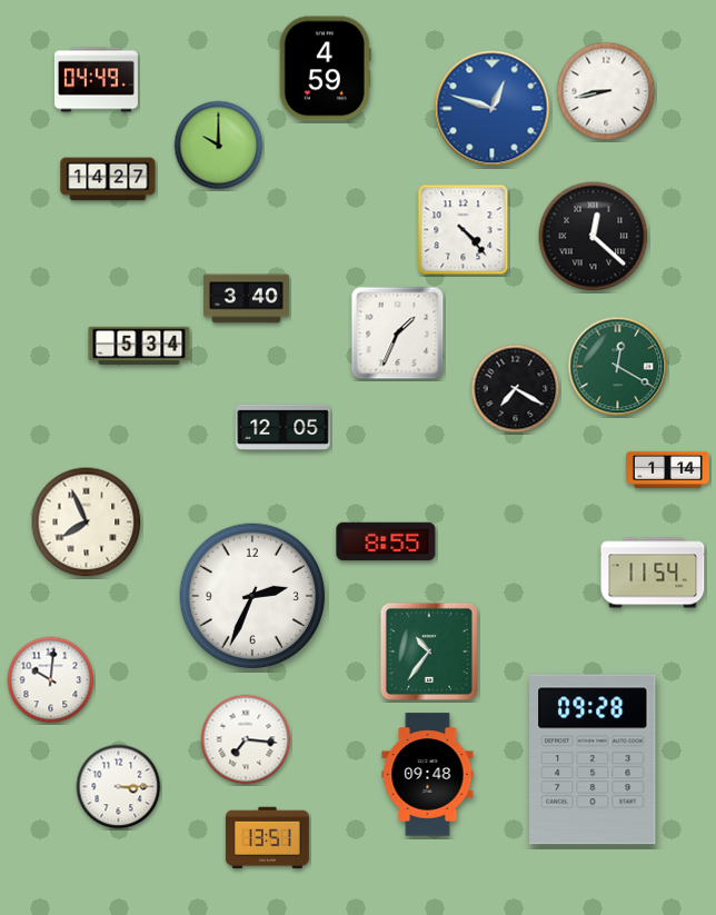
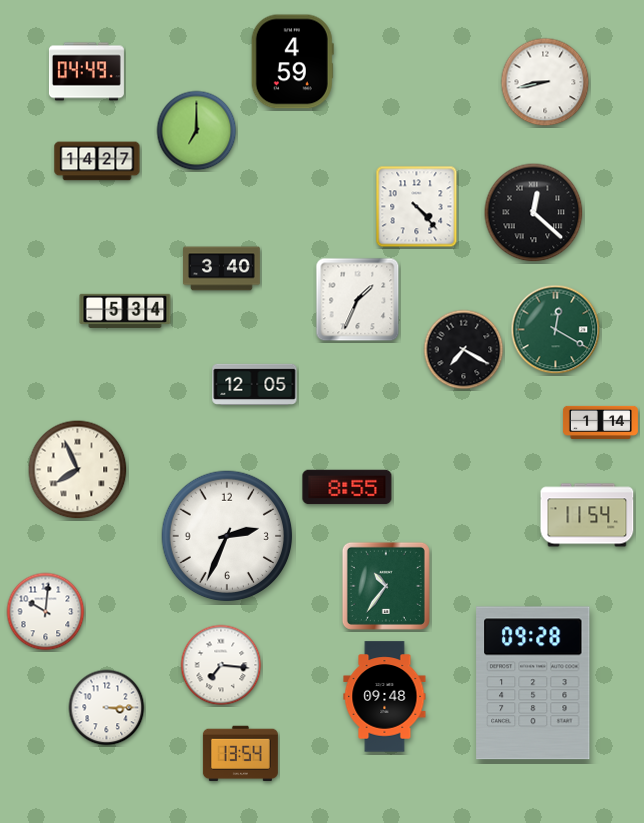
clock at (493, 109): 12:48 -> none
clock at (219, 146): 10:00 -> 7:00
clock at (267, 838): 13:51 -> 13:54
